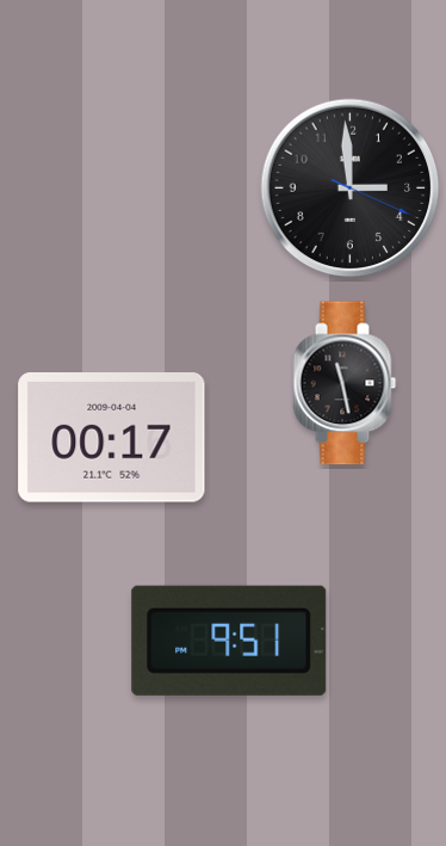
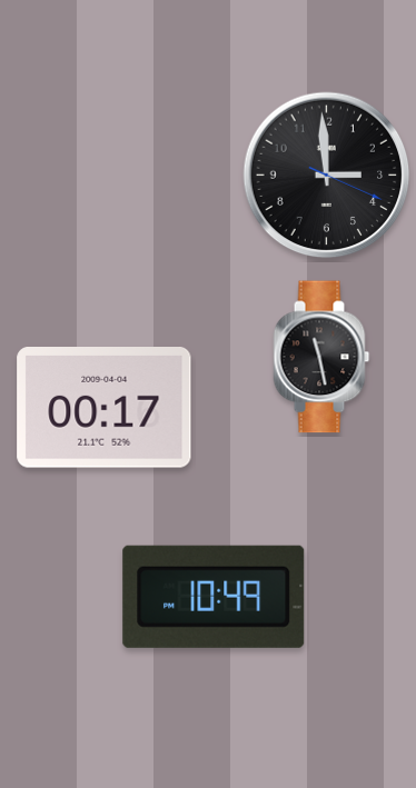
clock at (229, 641): 9:51 -> 10:49
